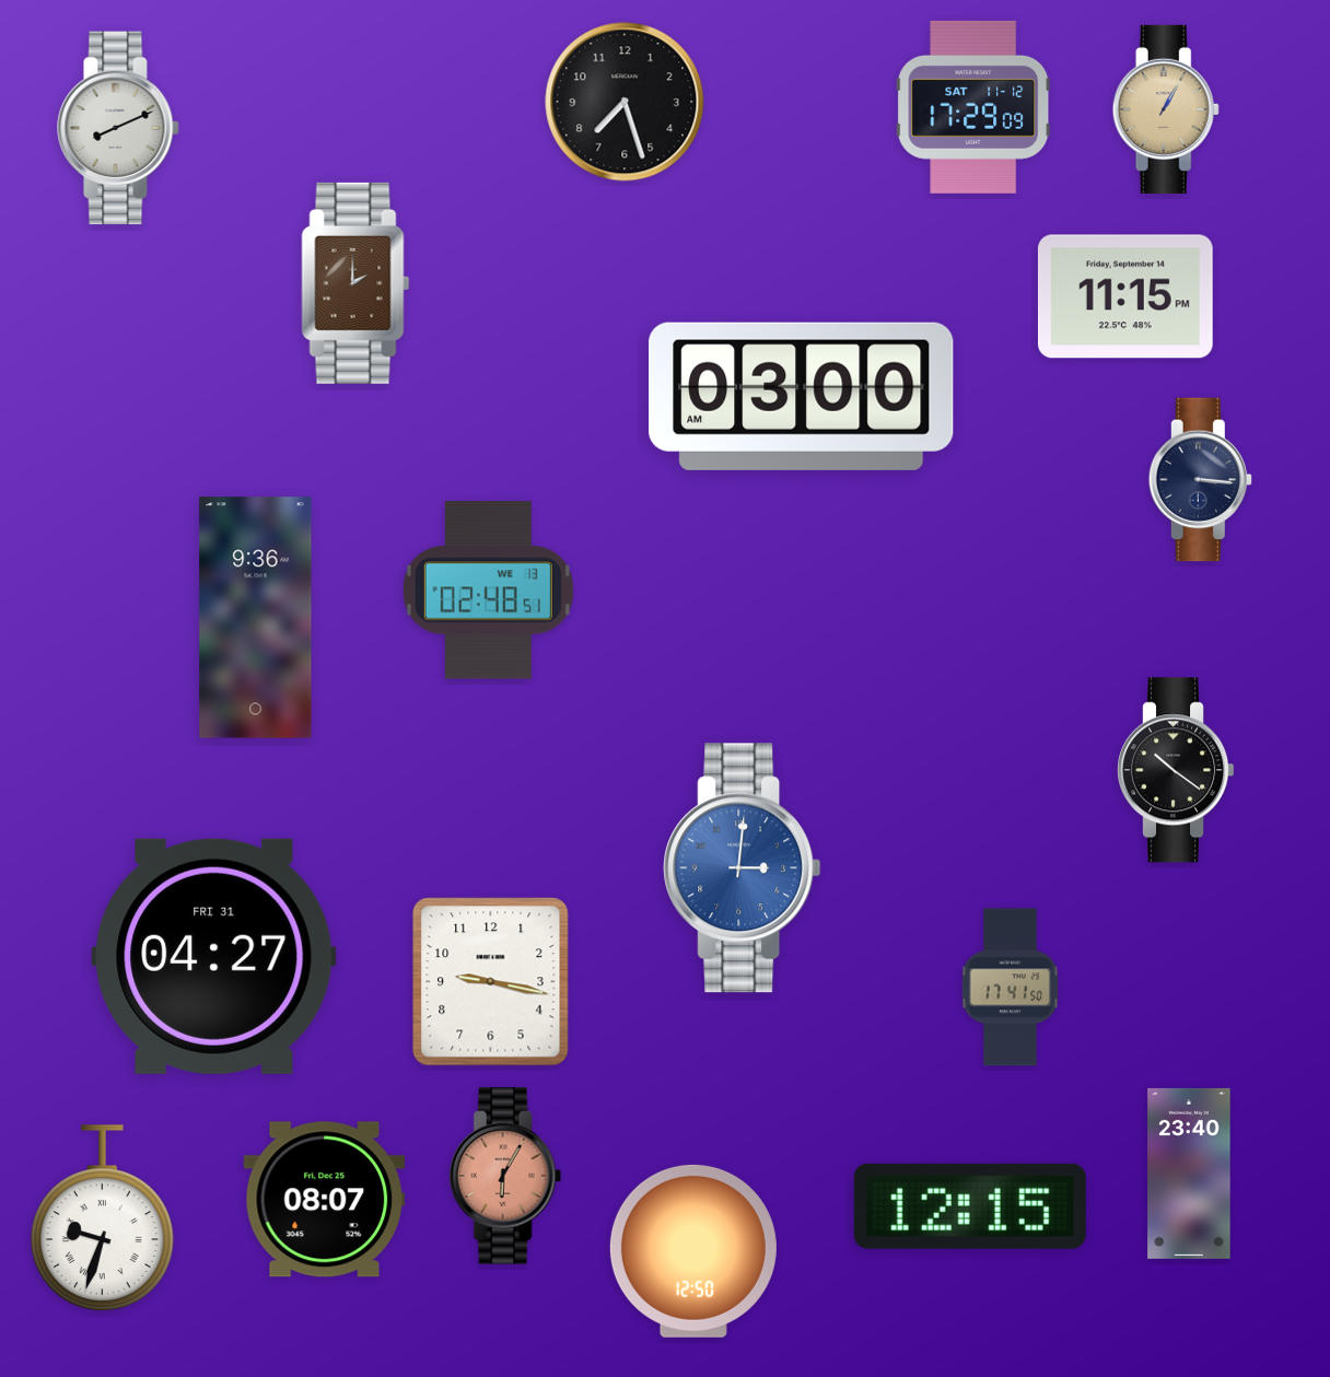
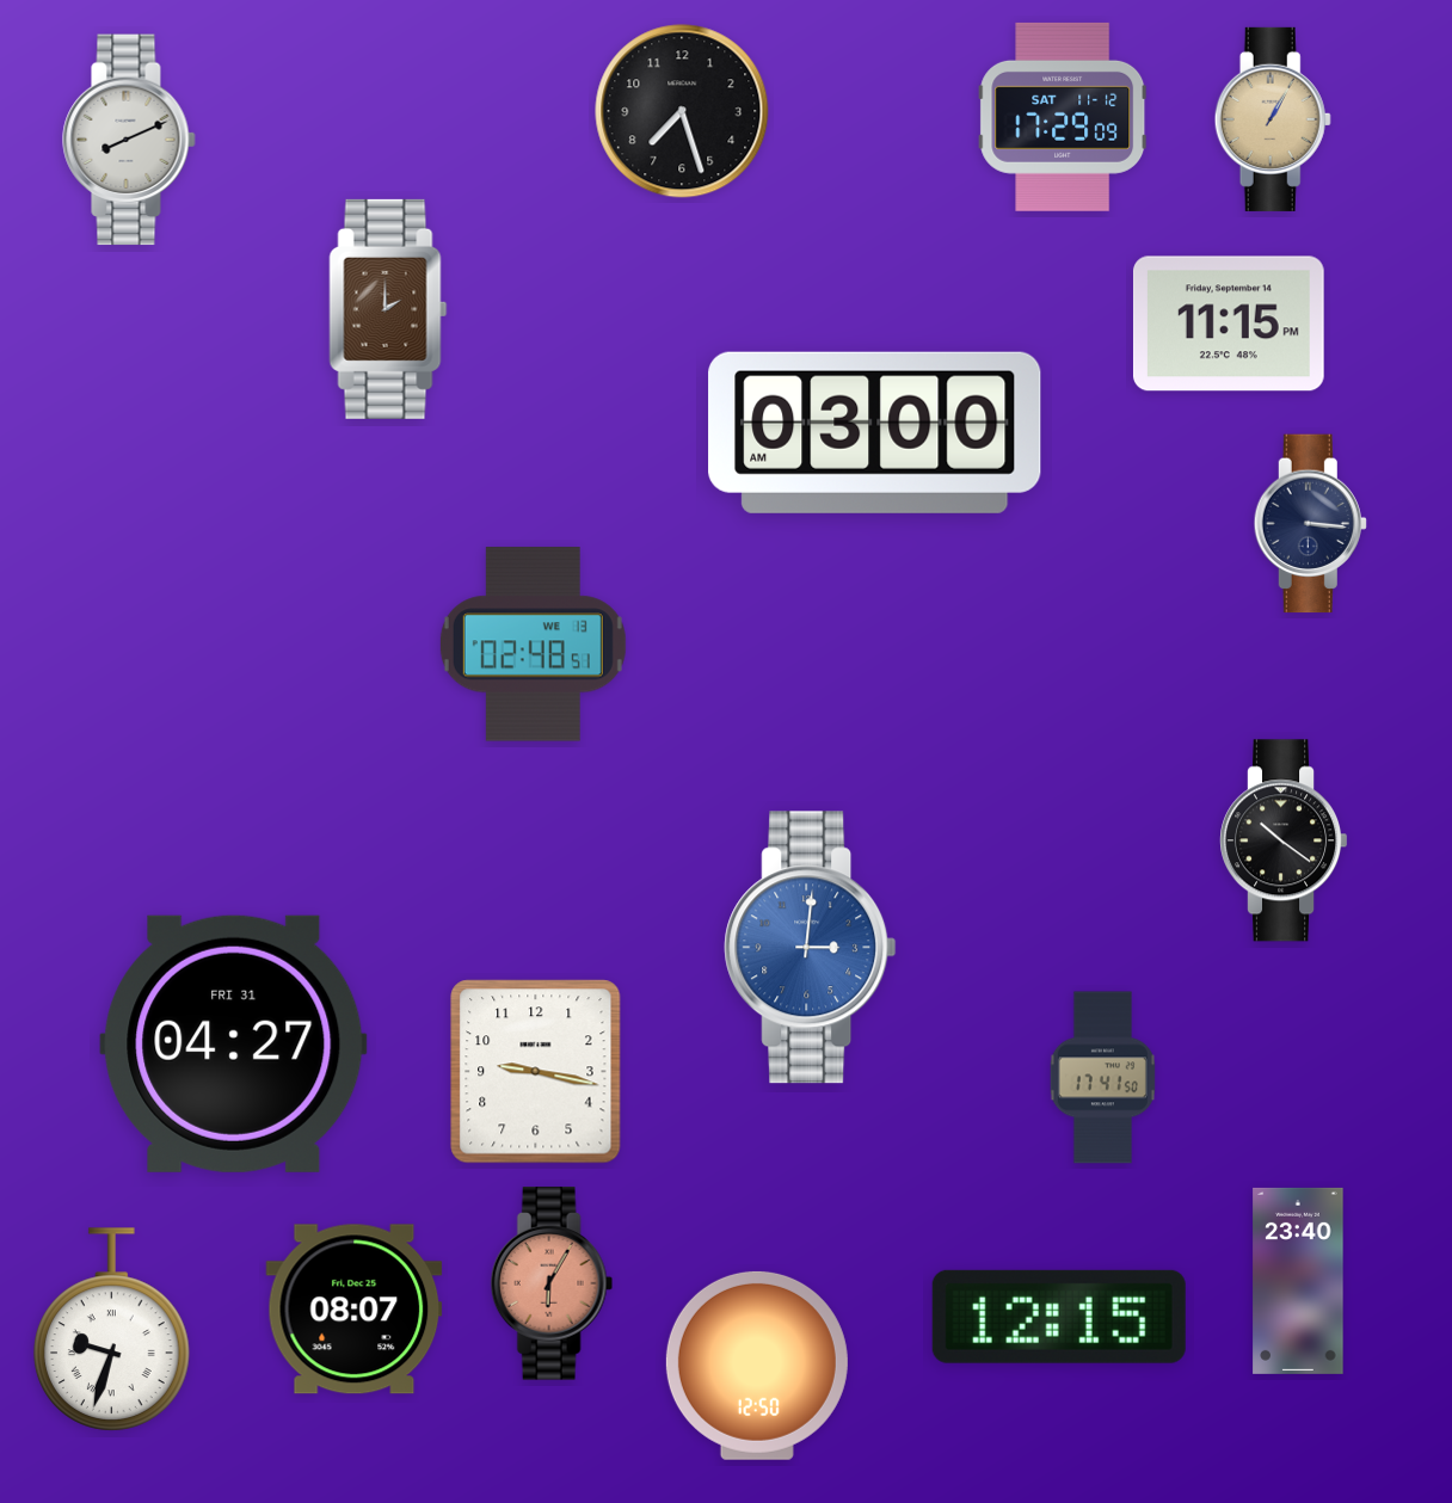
clock at (256, 618): 9:36 -> none
